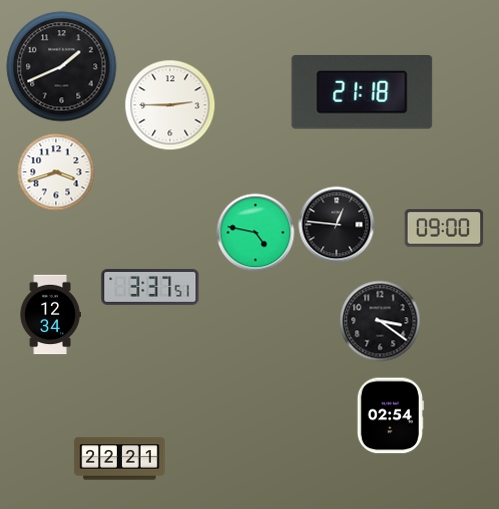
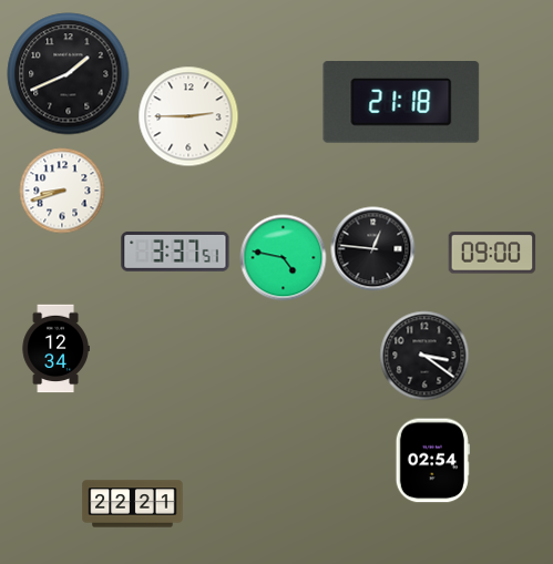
clock at (56, 172): 3:42 -> 8:42
clock at (150, 287) position: (150, 287) -> (175, 252)
clock at (380, 321) position: (380, 321) -> (424, 356)
clock at (120, 459) position: (120, 459) -> (133, 504)
